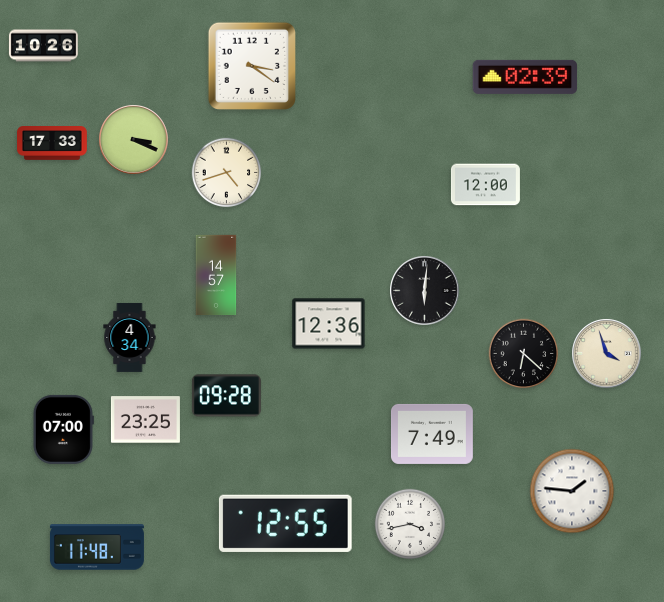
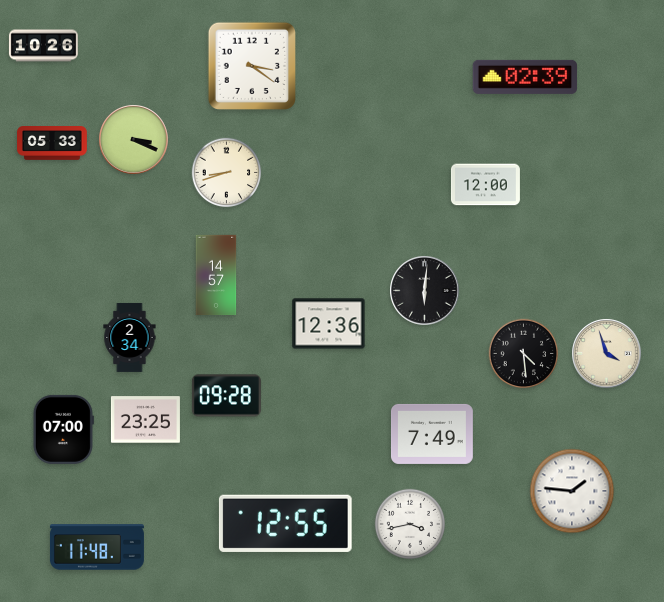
clock at (52, 143): 17:33 -> 05:33
clock at (227, 173): 4:42 -> 8:42
clock at (130, 337): 4:34 -> 2:34
clock at (524, 354): 6:22 -> 4:29
